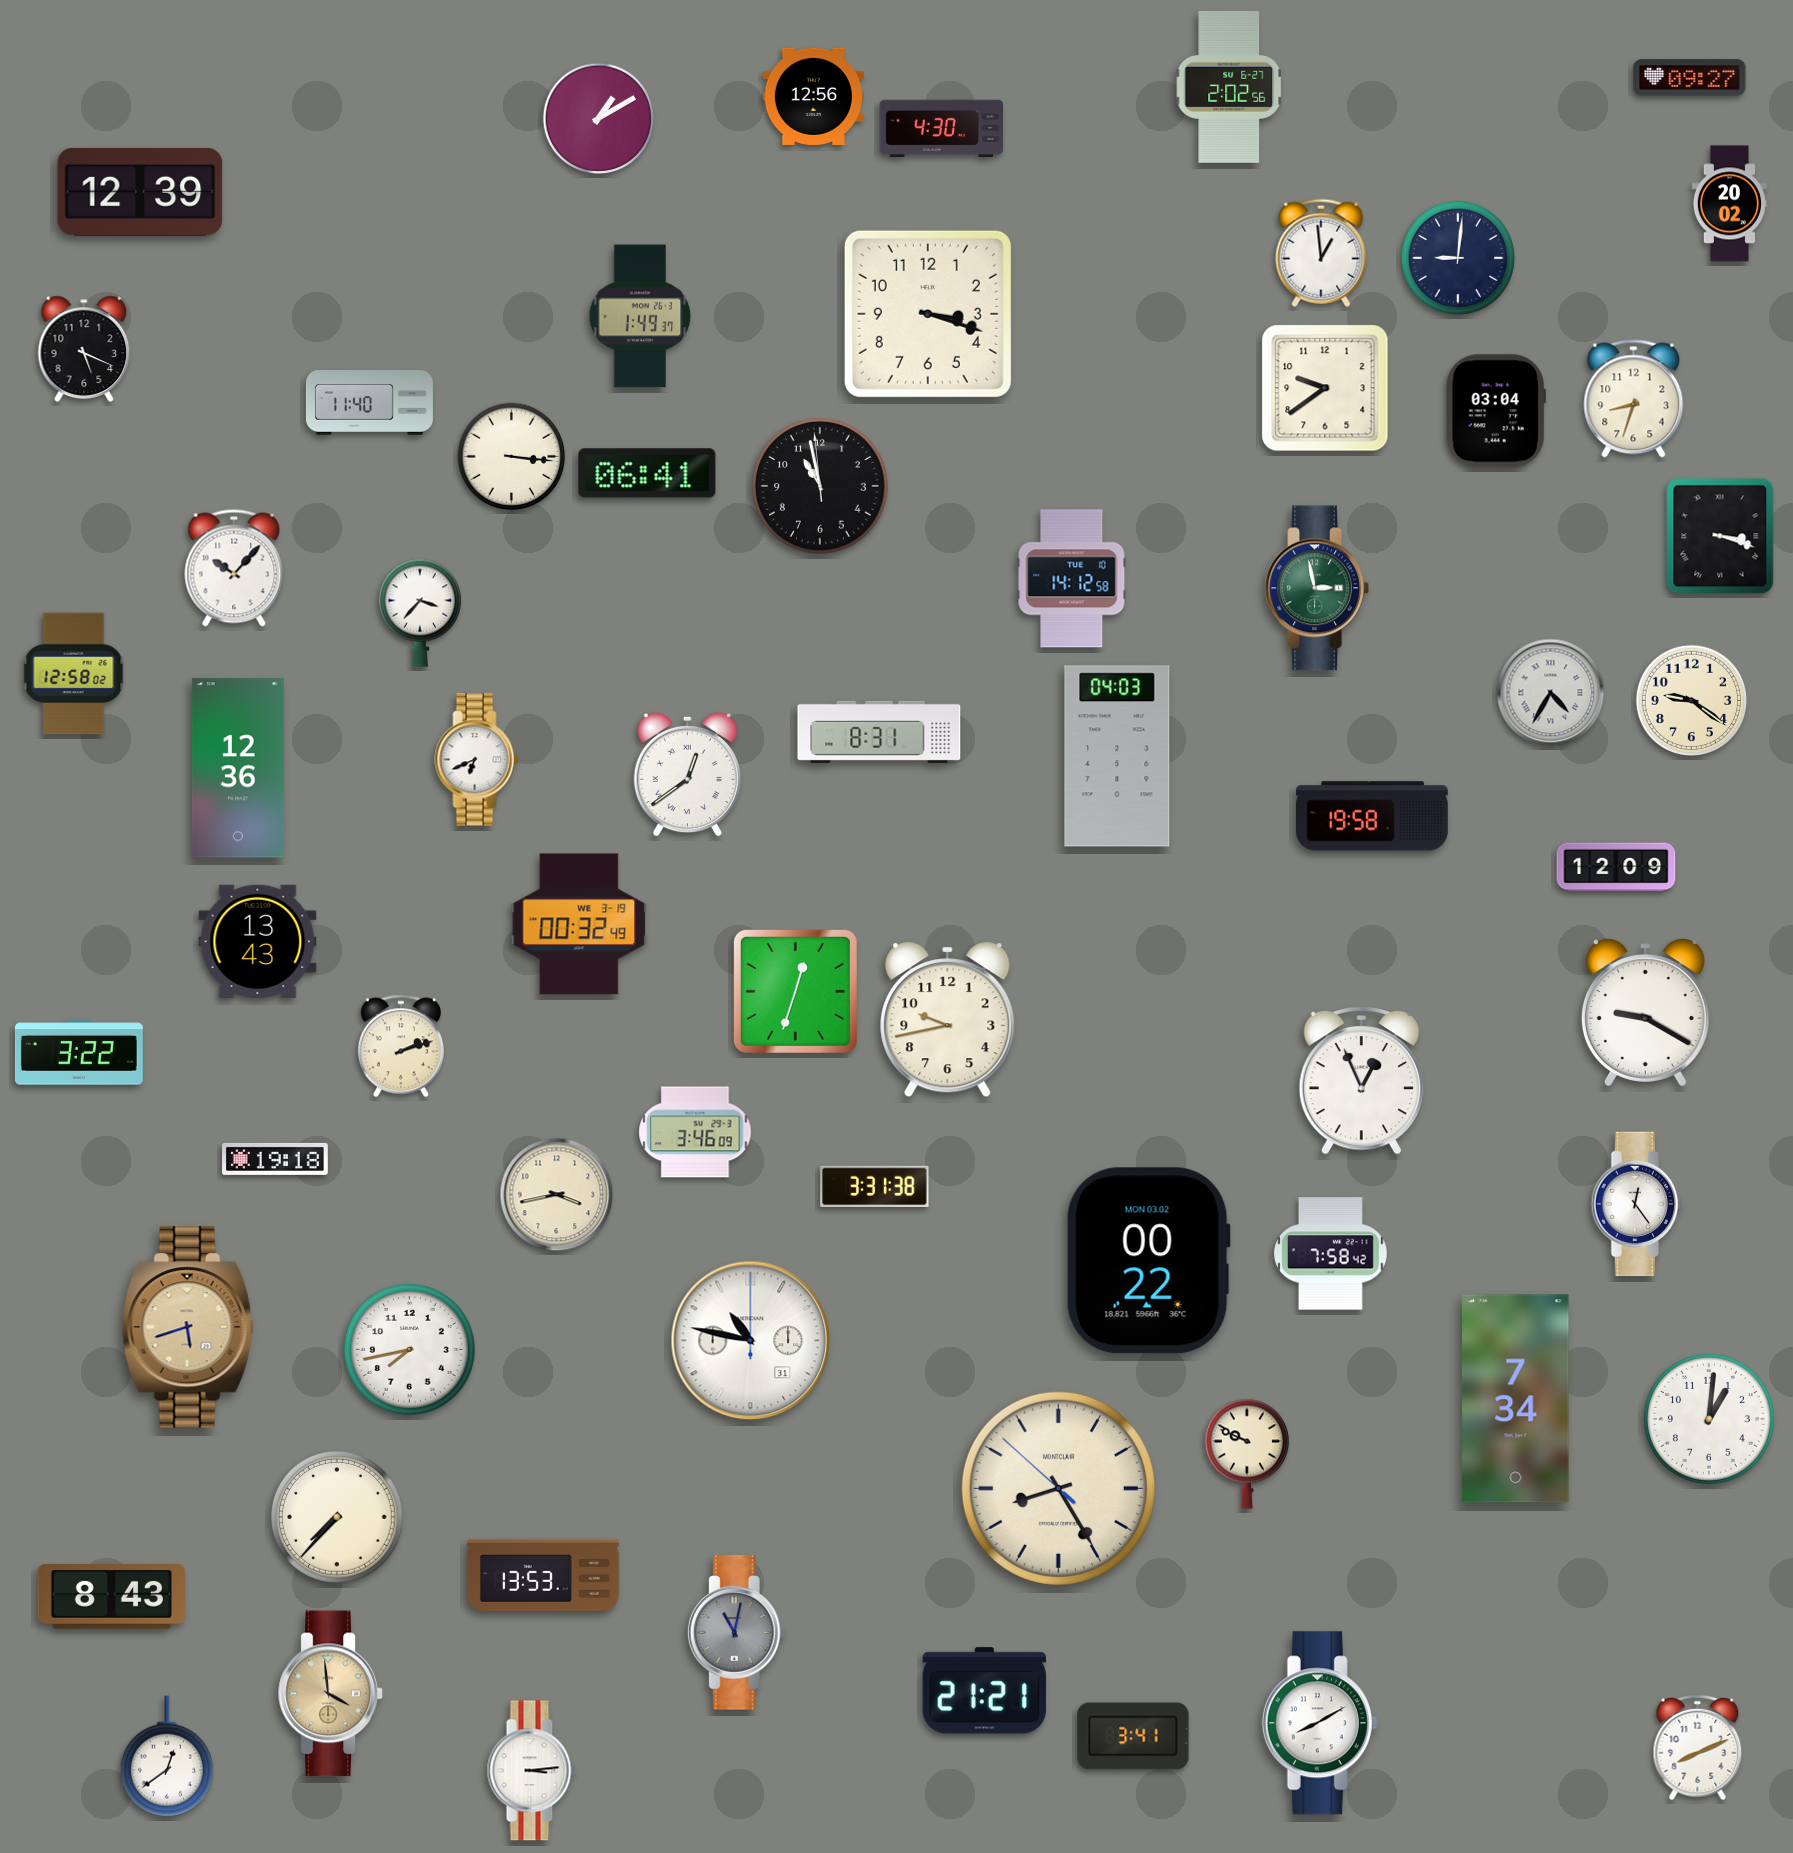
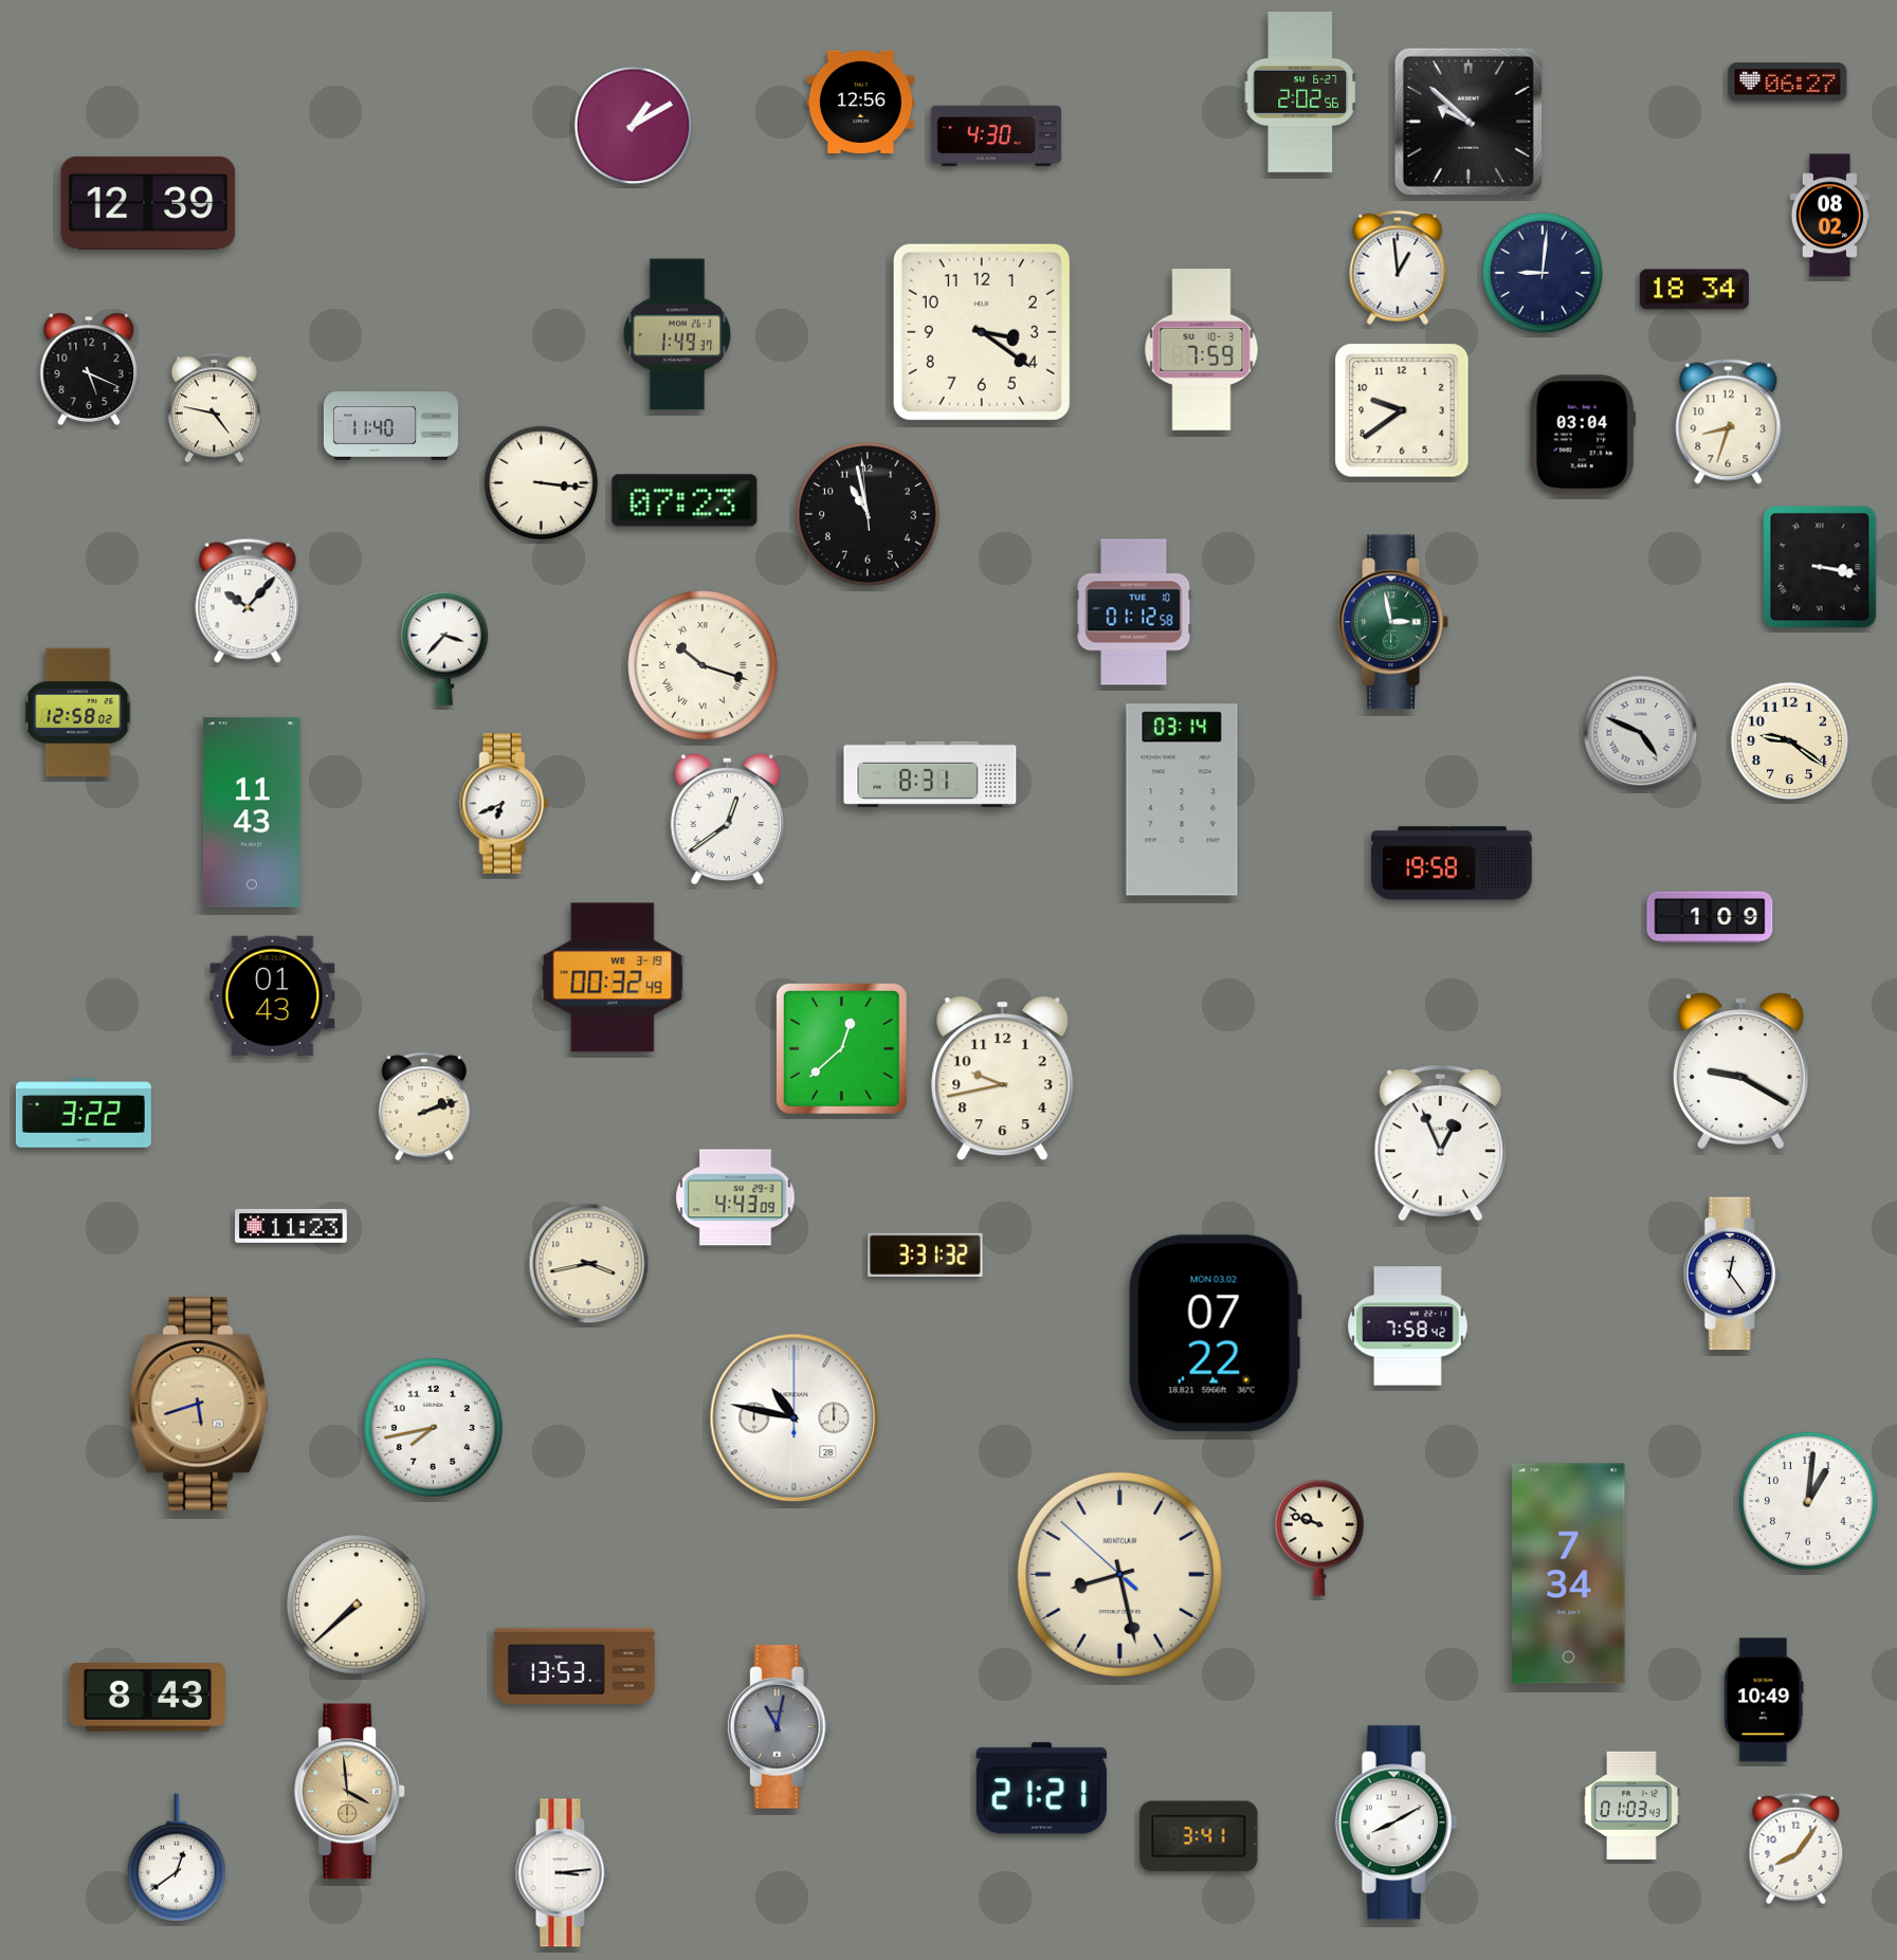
clock at (1690, 78): 09:27 -> 06:27
clock at (1469, 122): none -> 9:52
clock at (1729, 204): 20:02 -> 08:02
clock at (1694, 290): none -> 18:34
clock at (928, 314): 3:18 -> 3:21
clock at (1202, 350): none -> 7:59
clock at (214, 408): none -> 4:47
clock at (647, 473): 06:41 -> 07:23
clock at (1720, 536): 3:18 -> 3:17
clock at (1072, 579): 14:12 -> 01:12
clock at (703, 665): none -> 10:18
clock at (1551, 693): 4:35 -> 4:49
clock at (1117, 756): 04:03 -> 03:14
clock at (238, 768): 12:36 -> 11:43
clock at (1616, 867): 12:09 -> 1:09
clock at (258, 941): 13:43 -> 01:43
clock at (795, 991): 12:33 -> 12:38
clock at (695, 1132): 3:46 -> 4:43
clock at (276, 1159): 19:18 -> 11:23
clock at (875, 1186): 3:31:38 -> 3:31:32
clock at (1148, 1261): 00:22 -> 07:22
clock at (751, 1341) date: 31 -> 28
clock at (1516, 1399) position: (1516, 1399) -> (1569, 1574)
clock at (1246, 1454): 9:49 -> 9:48
clock at (1058, 1488): 8:24 -> 8:27
clock at (338, 1518): 7:37 -> 7:38
clock at (111, 1597) position: (111, 1597) -> (147, 1698)
clock at (1764, 1700): none -> 10:49
clock at (1631, 1806): none -> 01:03
clock at (1698, 1748): 8:11 -> 8:06
